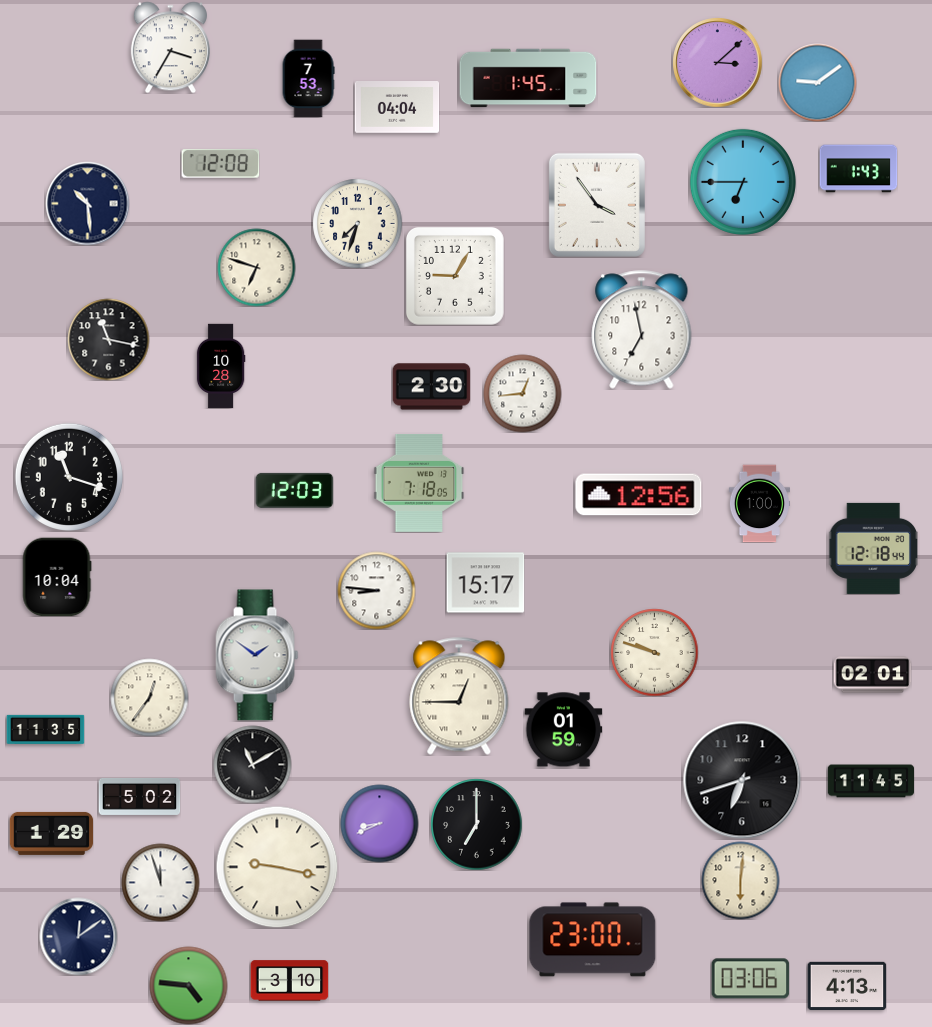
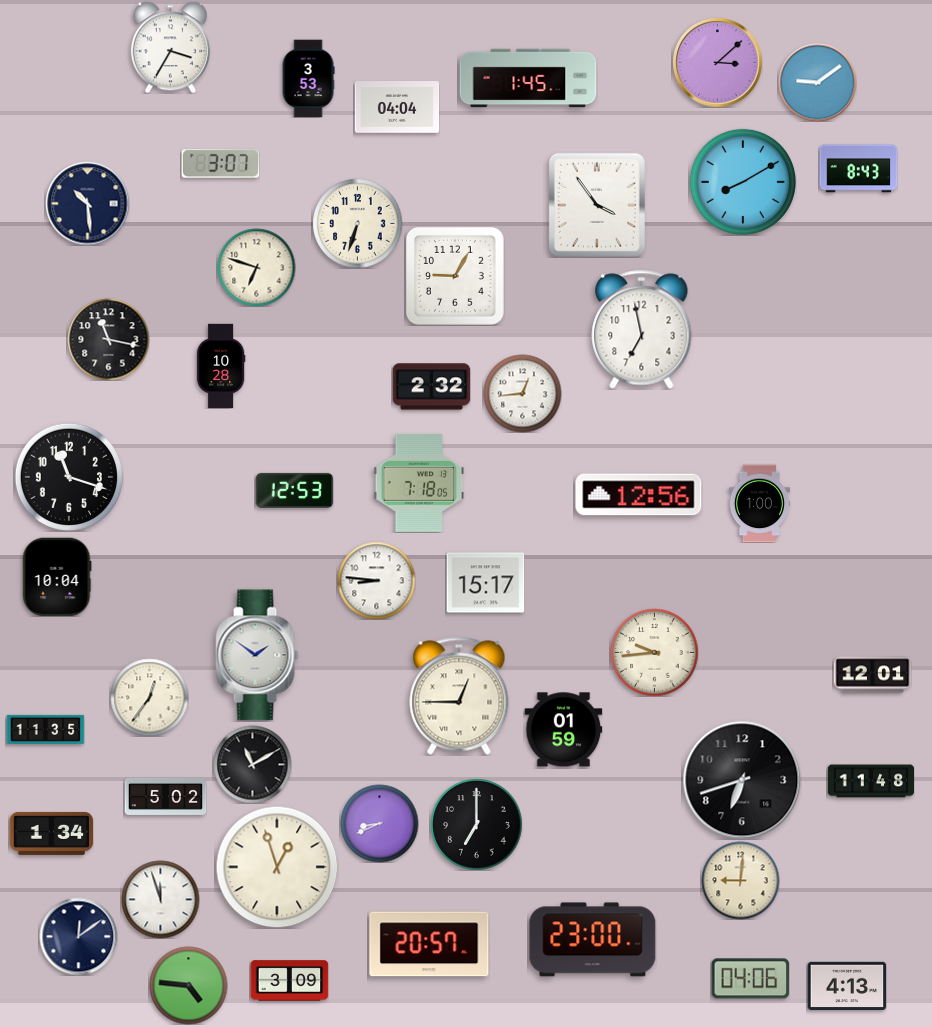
clock at (308, 78): 7:53 -> 3:53
clock at (220, 164): 12:08 -> 3:07
clock at (858, 169): 1:43 -> 8:43
clock at (743, 182): 6:45 -> 8:10
clock at (357, 223): 7:33 -> 6:33
clock at (431, 387): 2:30 -> 2:32
clock at (294, 490): 12:03 -> 12:53
clock at (874, 548): 12:18 -> none
clock at (376, 590) position: (376, 590) -> (376, 580)
clock at (654, 652): 9:48 -> 9:44
clock at (872, 675): 02:01 -> 12:01
clock at (871, 781): 11:45 -> 11:48
clock at (139, 796) position: (139, 796) -> (165, 796)
clock at (51, 833): 1:29 -> 1:34
clock at (277, 867): 9:17 -> 12:57
clock at (740, 880): 6:01 -> 9:01
clock at (160, 882) position: (160, 882) -> (160, 899)
clock at (429, 944): none -> 20:57
clock at (750, 979): 03:06 -> 04:06
clock at (289, 981): 3:10 -> 3:09
